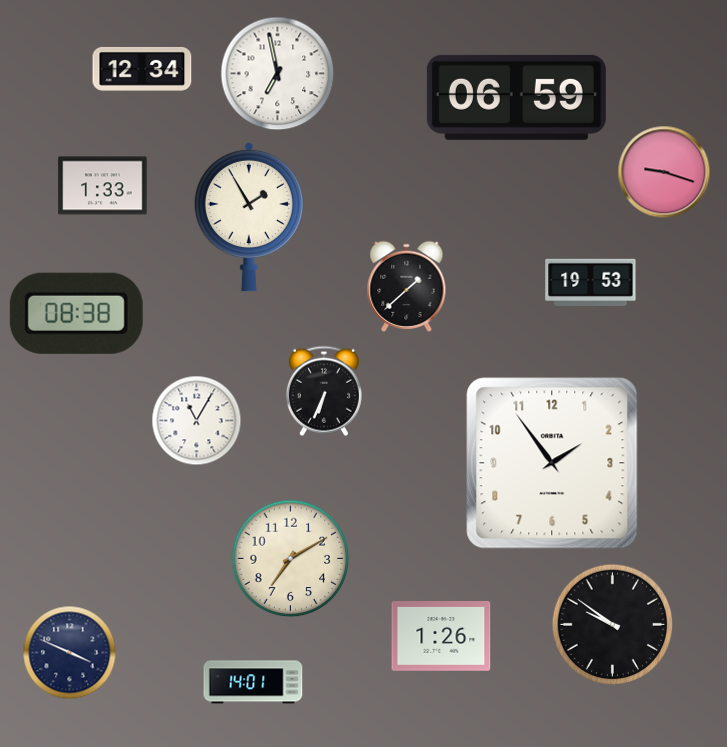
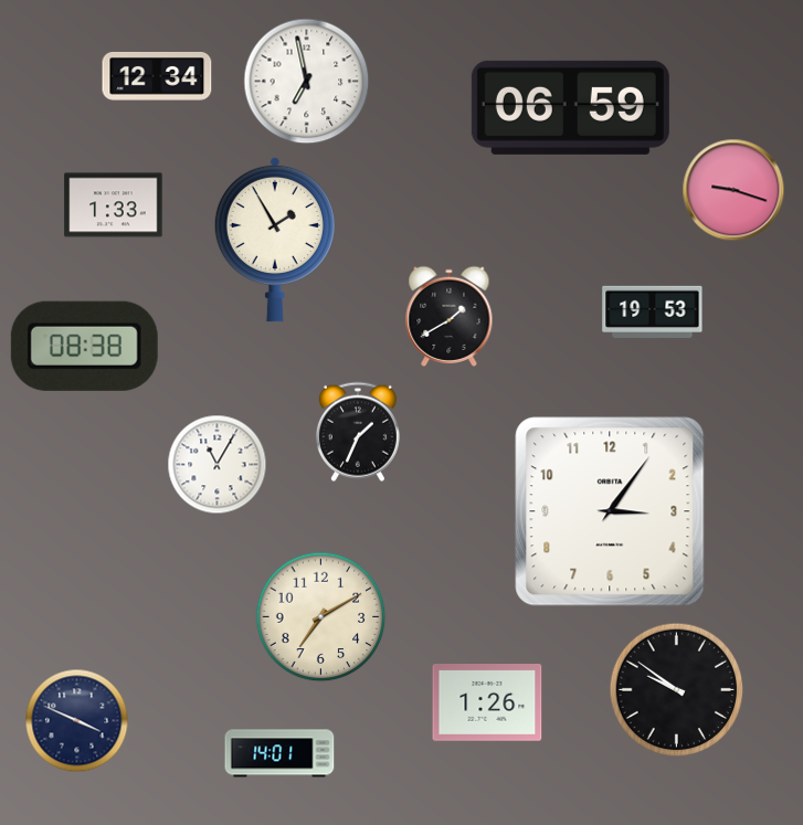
clock at (407, 286): 1:38 -> 1:40
clock at (324, 391): 6:34 -> 1:34
clock at (552, 463): 1:54 -> 3:06
